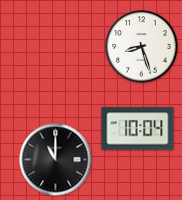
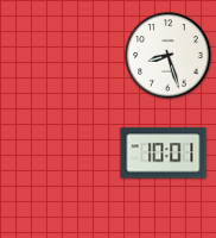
clock at (138, 129): 10:04 -> 10:01
clock at (56, 160): 11:00 -> none
